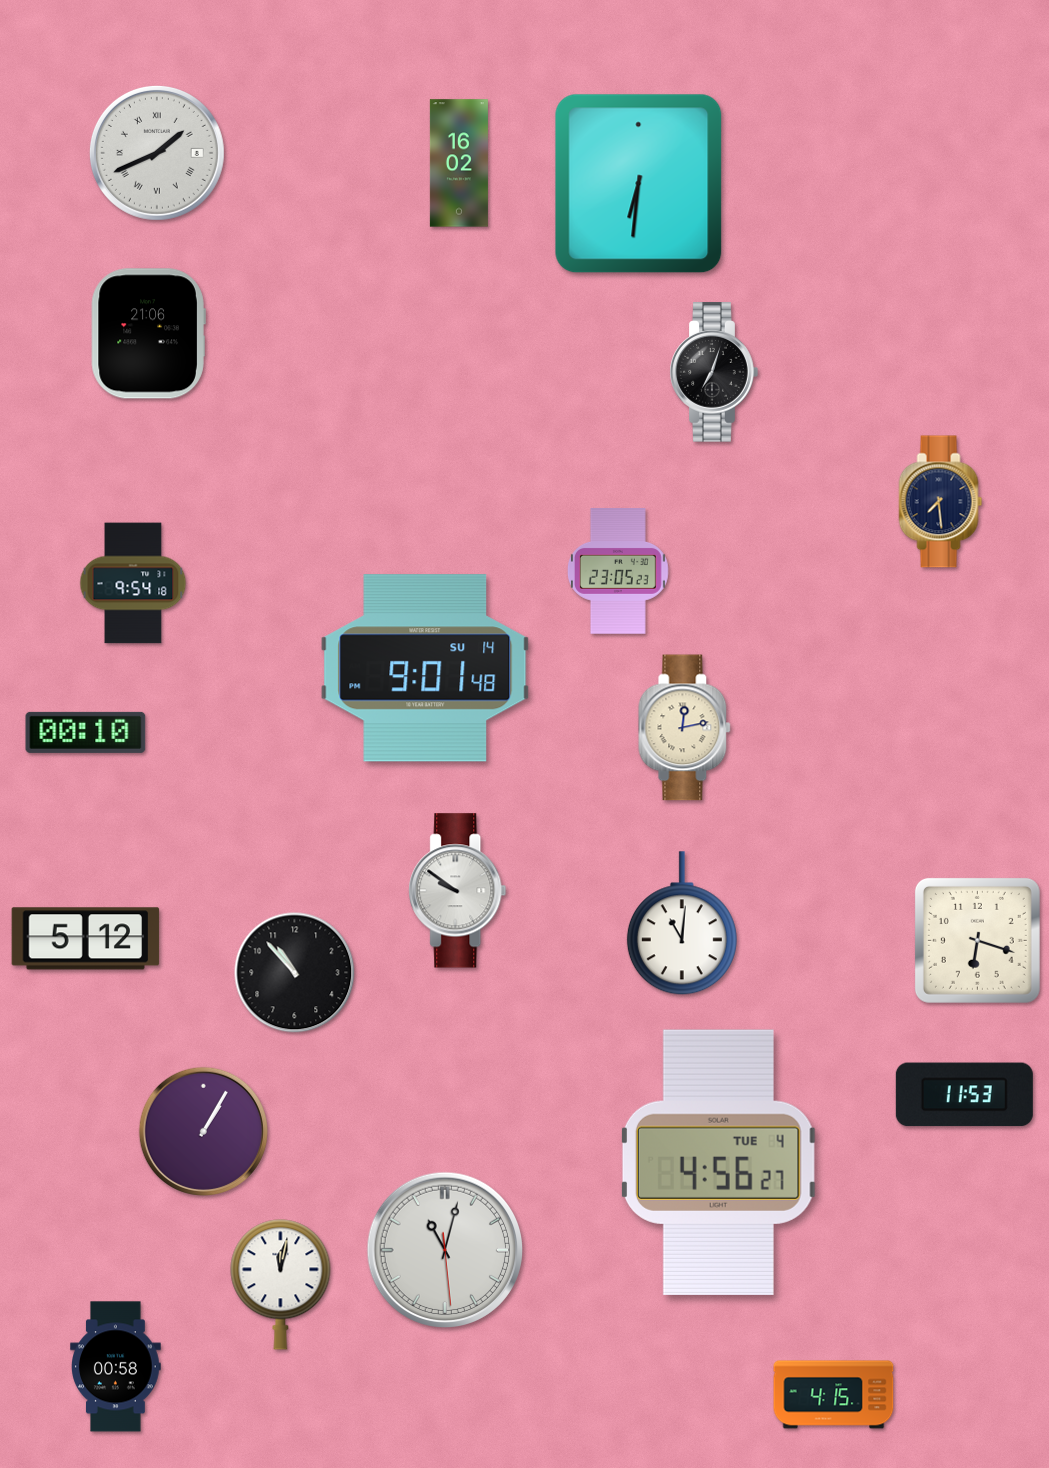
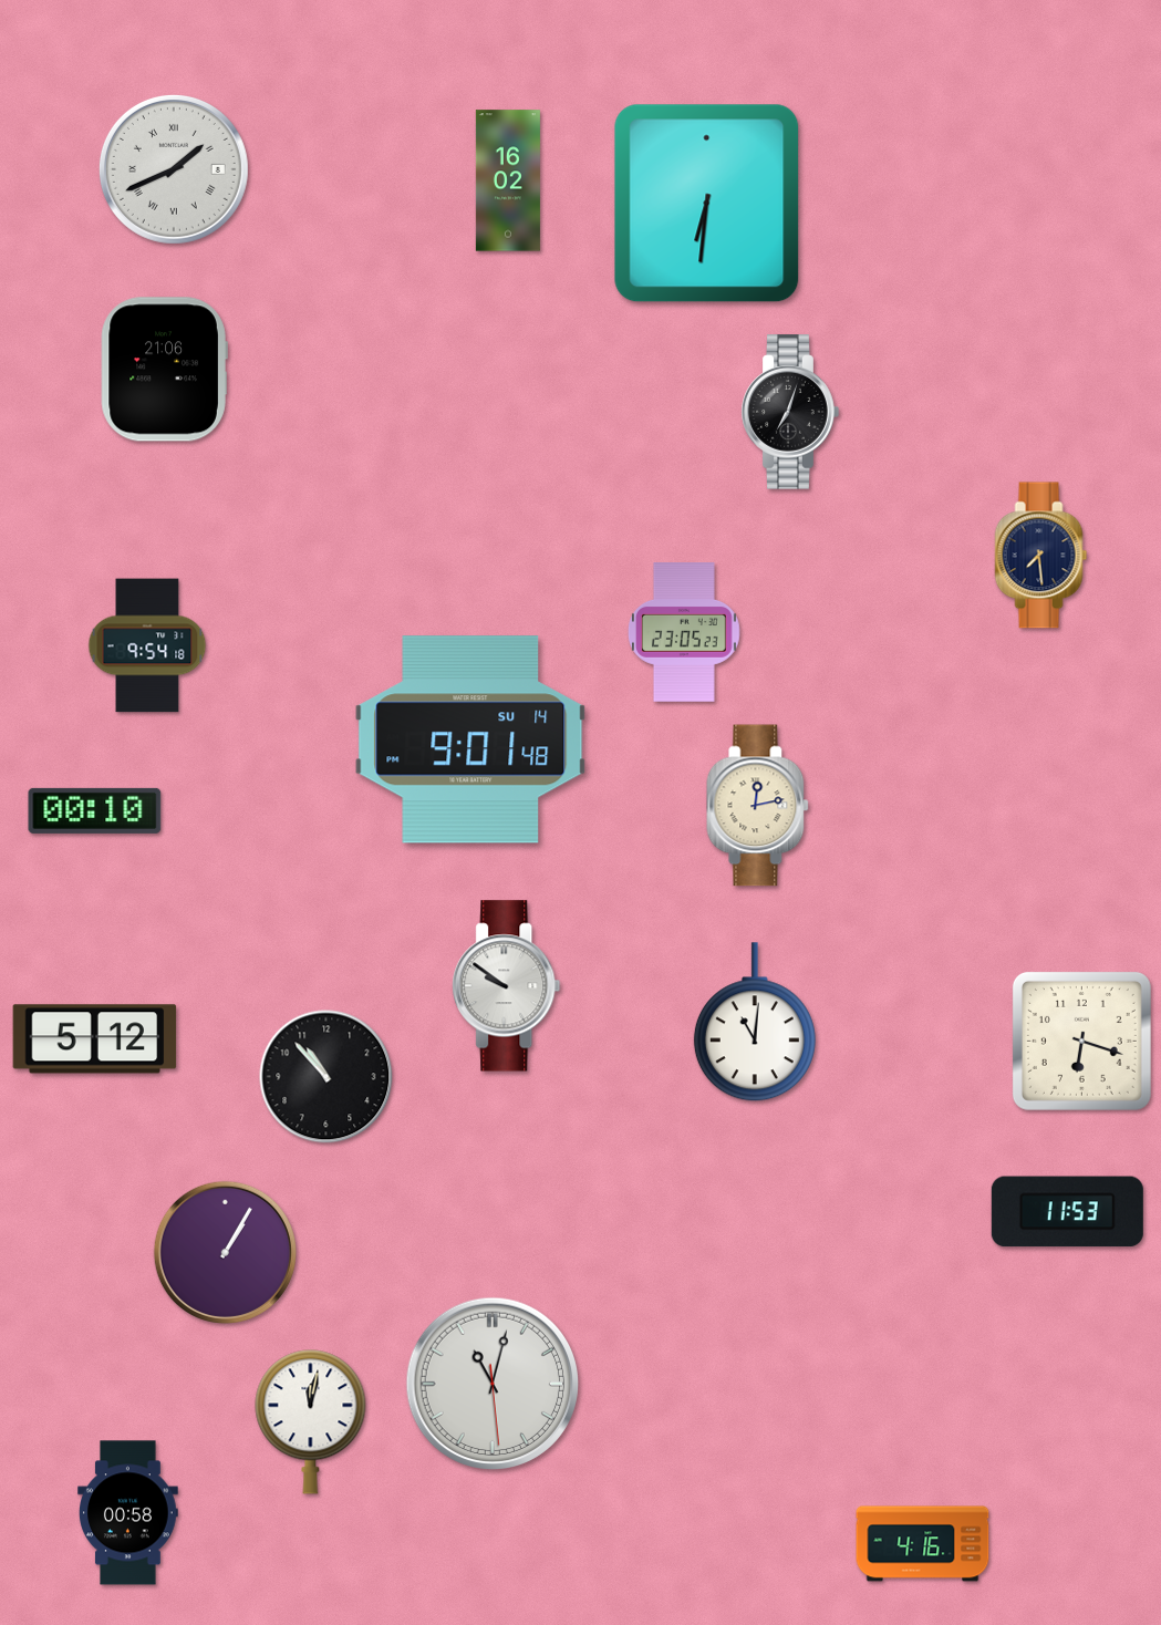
clock at (718, 1162): 4:56 -> none
clock at (834, 1395): 4:15 -> 4:16
